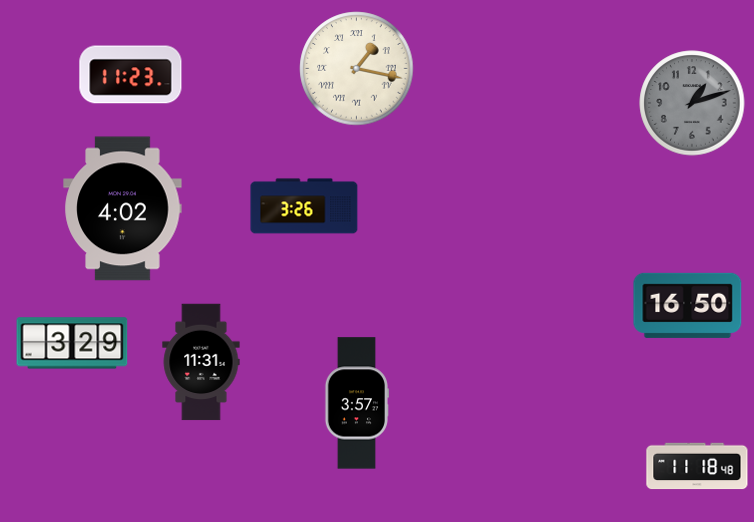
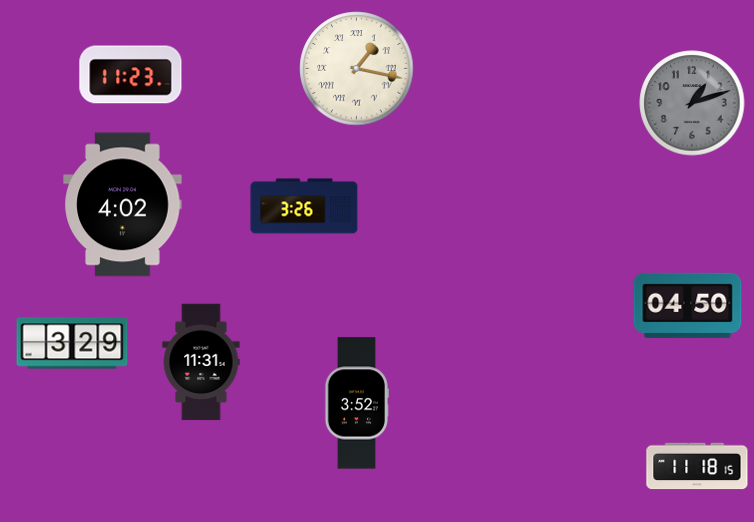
clock at (123, 209) position: (123, 209) -> (123, 205)
clock at (688, 305): 16:50 -> 04:50
clock at (356, 403): 3:57 -> 3:52
clock at (697, 466): 11:18:48 -> 11:18:15
